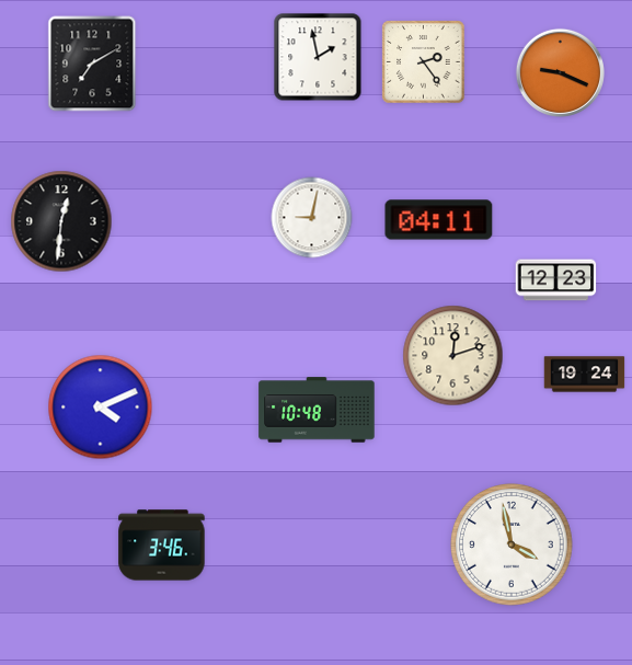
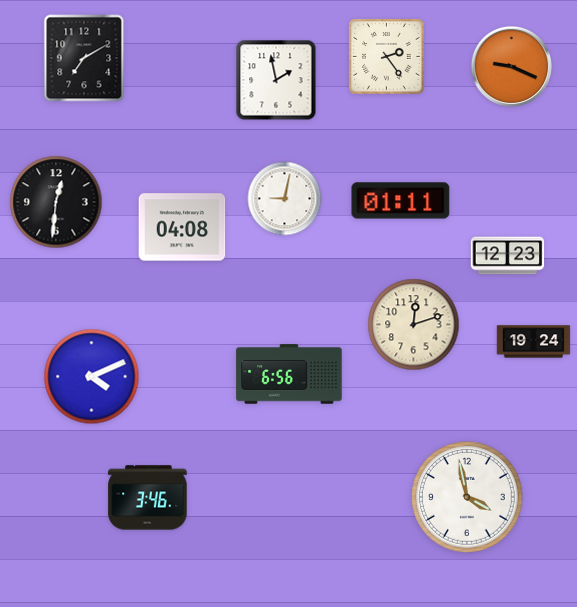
clock at (318, 57) position: (318, 57) -> (276, 80)
clock at (439, 220): 04:11 -> 01:11
clock at (182, 227): none -> 04:08
clock at (101, 408) position: (101, 408) -> (92, 377)
clock at (317, 410): 10:48 -> 6:56
